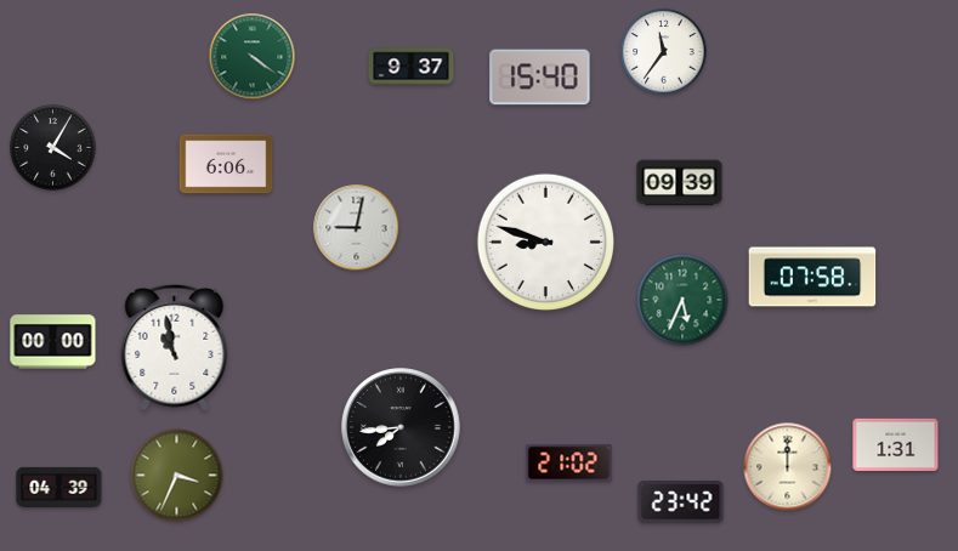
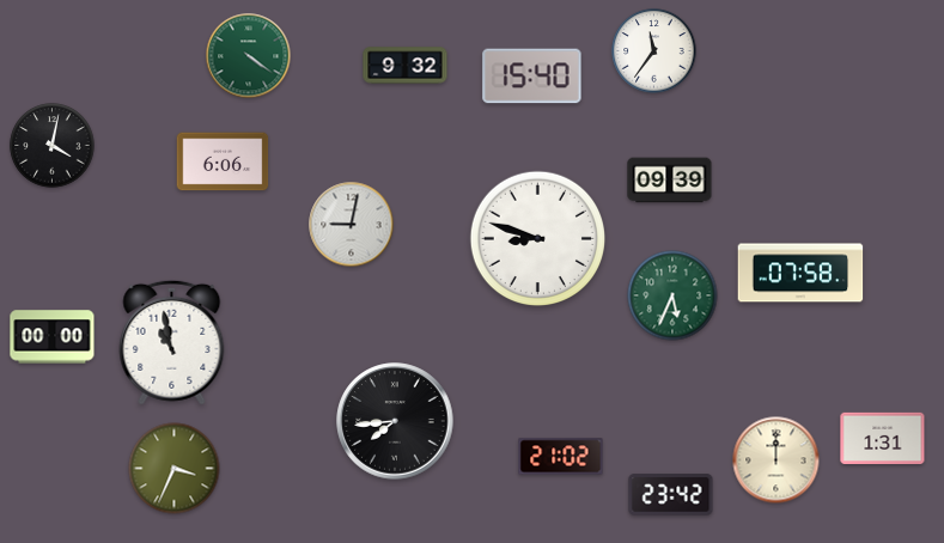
clock at (412, 67): 9:37 -> 9:32
clock at (53, 148): 4:05 -> 4:02
clock at (59, 487): 04:39 -> none
